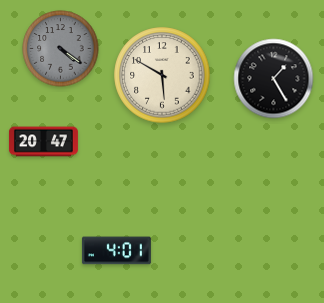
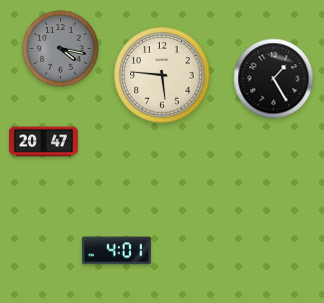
clock at (61, 49): 4:21 -> 4:17
clock at (162, 75): 5:50 -> 5:46
